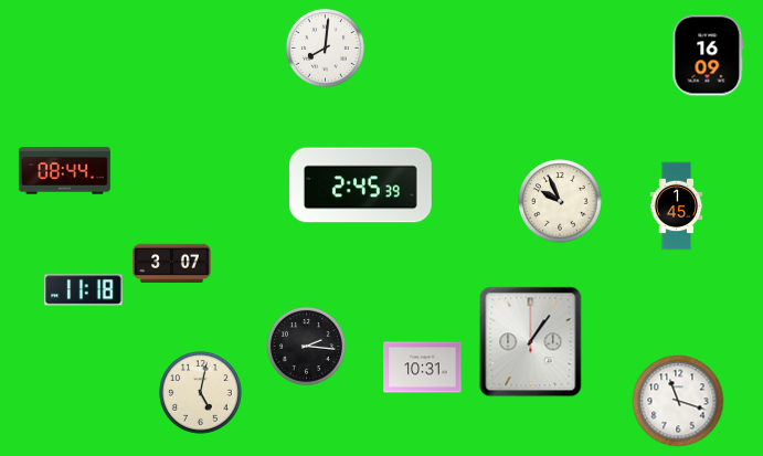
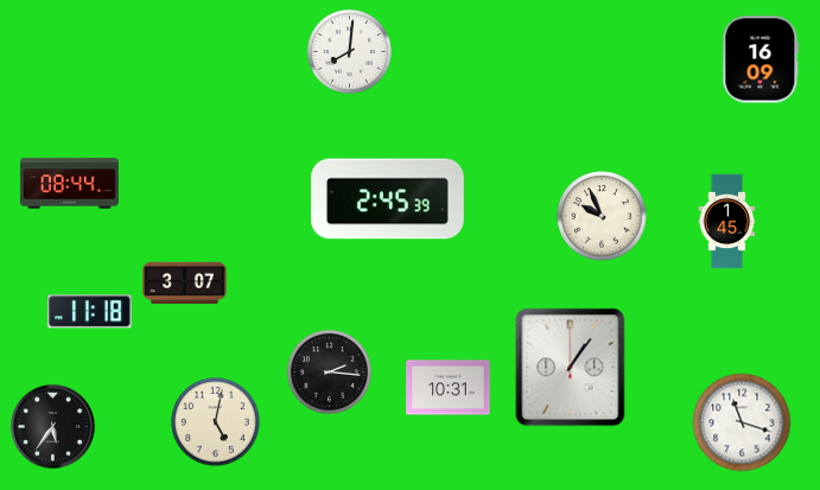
clock at (423, 368) position: (423, 368) -> (449, 388)
clock at (53, 427): none -> 5:36
clock at (678, 401) position: (678, 401) -> (742, 422)
